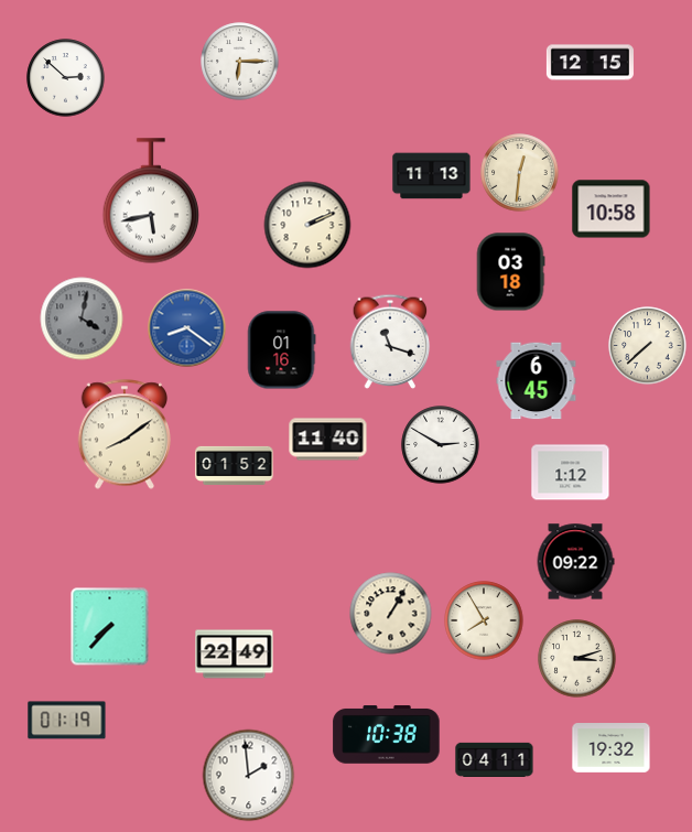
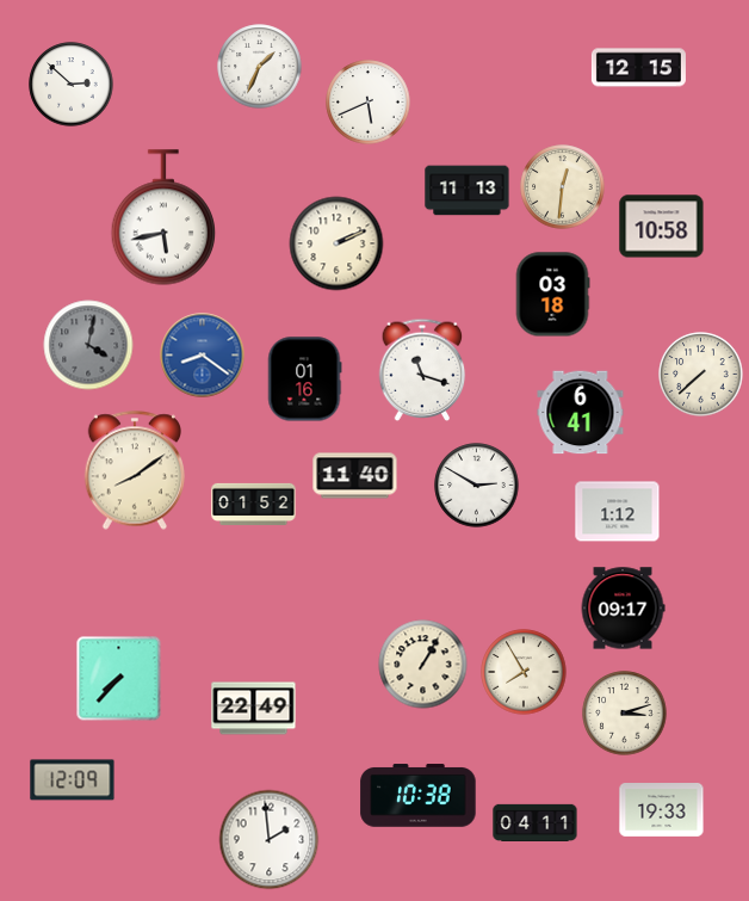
clock at (240, 62): 6:15 -> 1:34
clock at (369, 103): none -> 5:41
clock at (307, 225) position: (307, 225) -> (336, 243)
clock at (537, 381): 6:45 -> 6:41
clock at (441, 445) position: (441, 445) -> (477, 486)
clock at (575, 562): 09:22 -> 09:17
clock at (67, 721): 01:19 -> 12:09
clock at (612, 748): 19:32 -> 19:33
